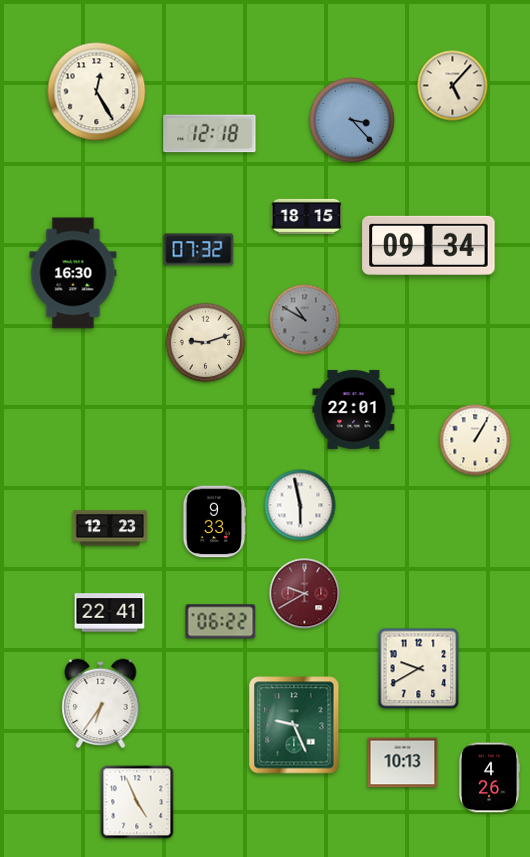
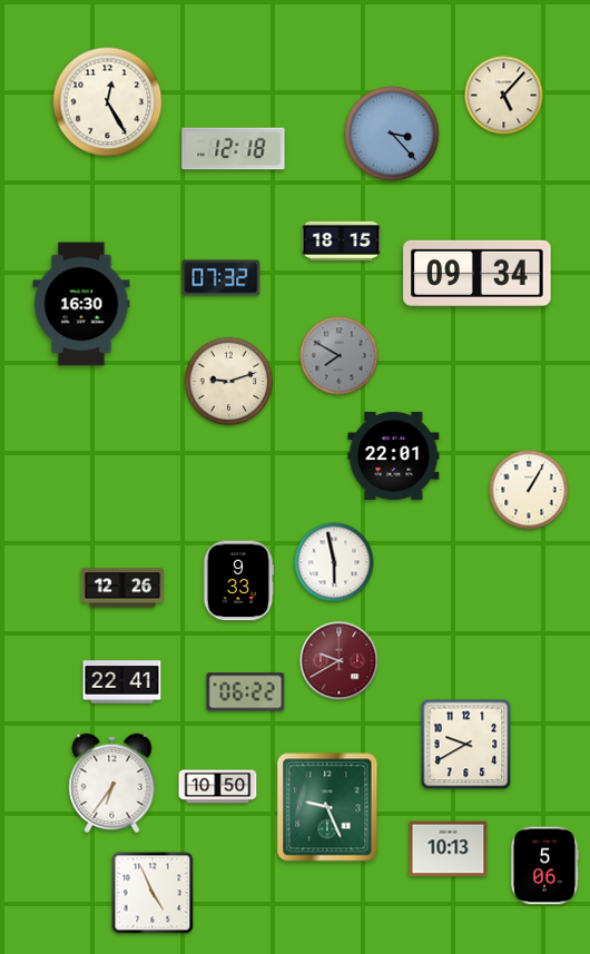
clock at (305, 320): 10:50 -> 7:50
clock at (110, 528): 12:23 -> 12:26
clock at (218, 787): none -> 10:50
clock at (489, 778): 4:26 -> 5:06
